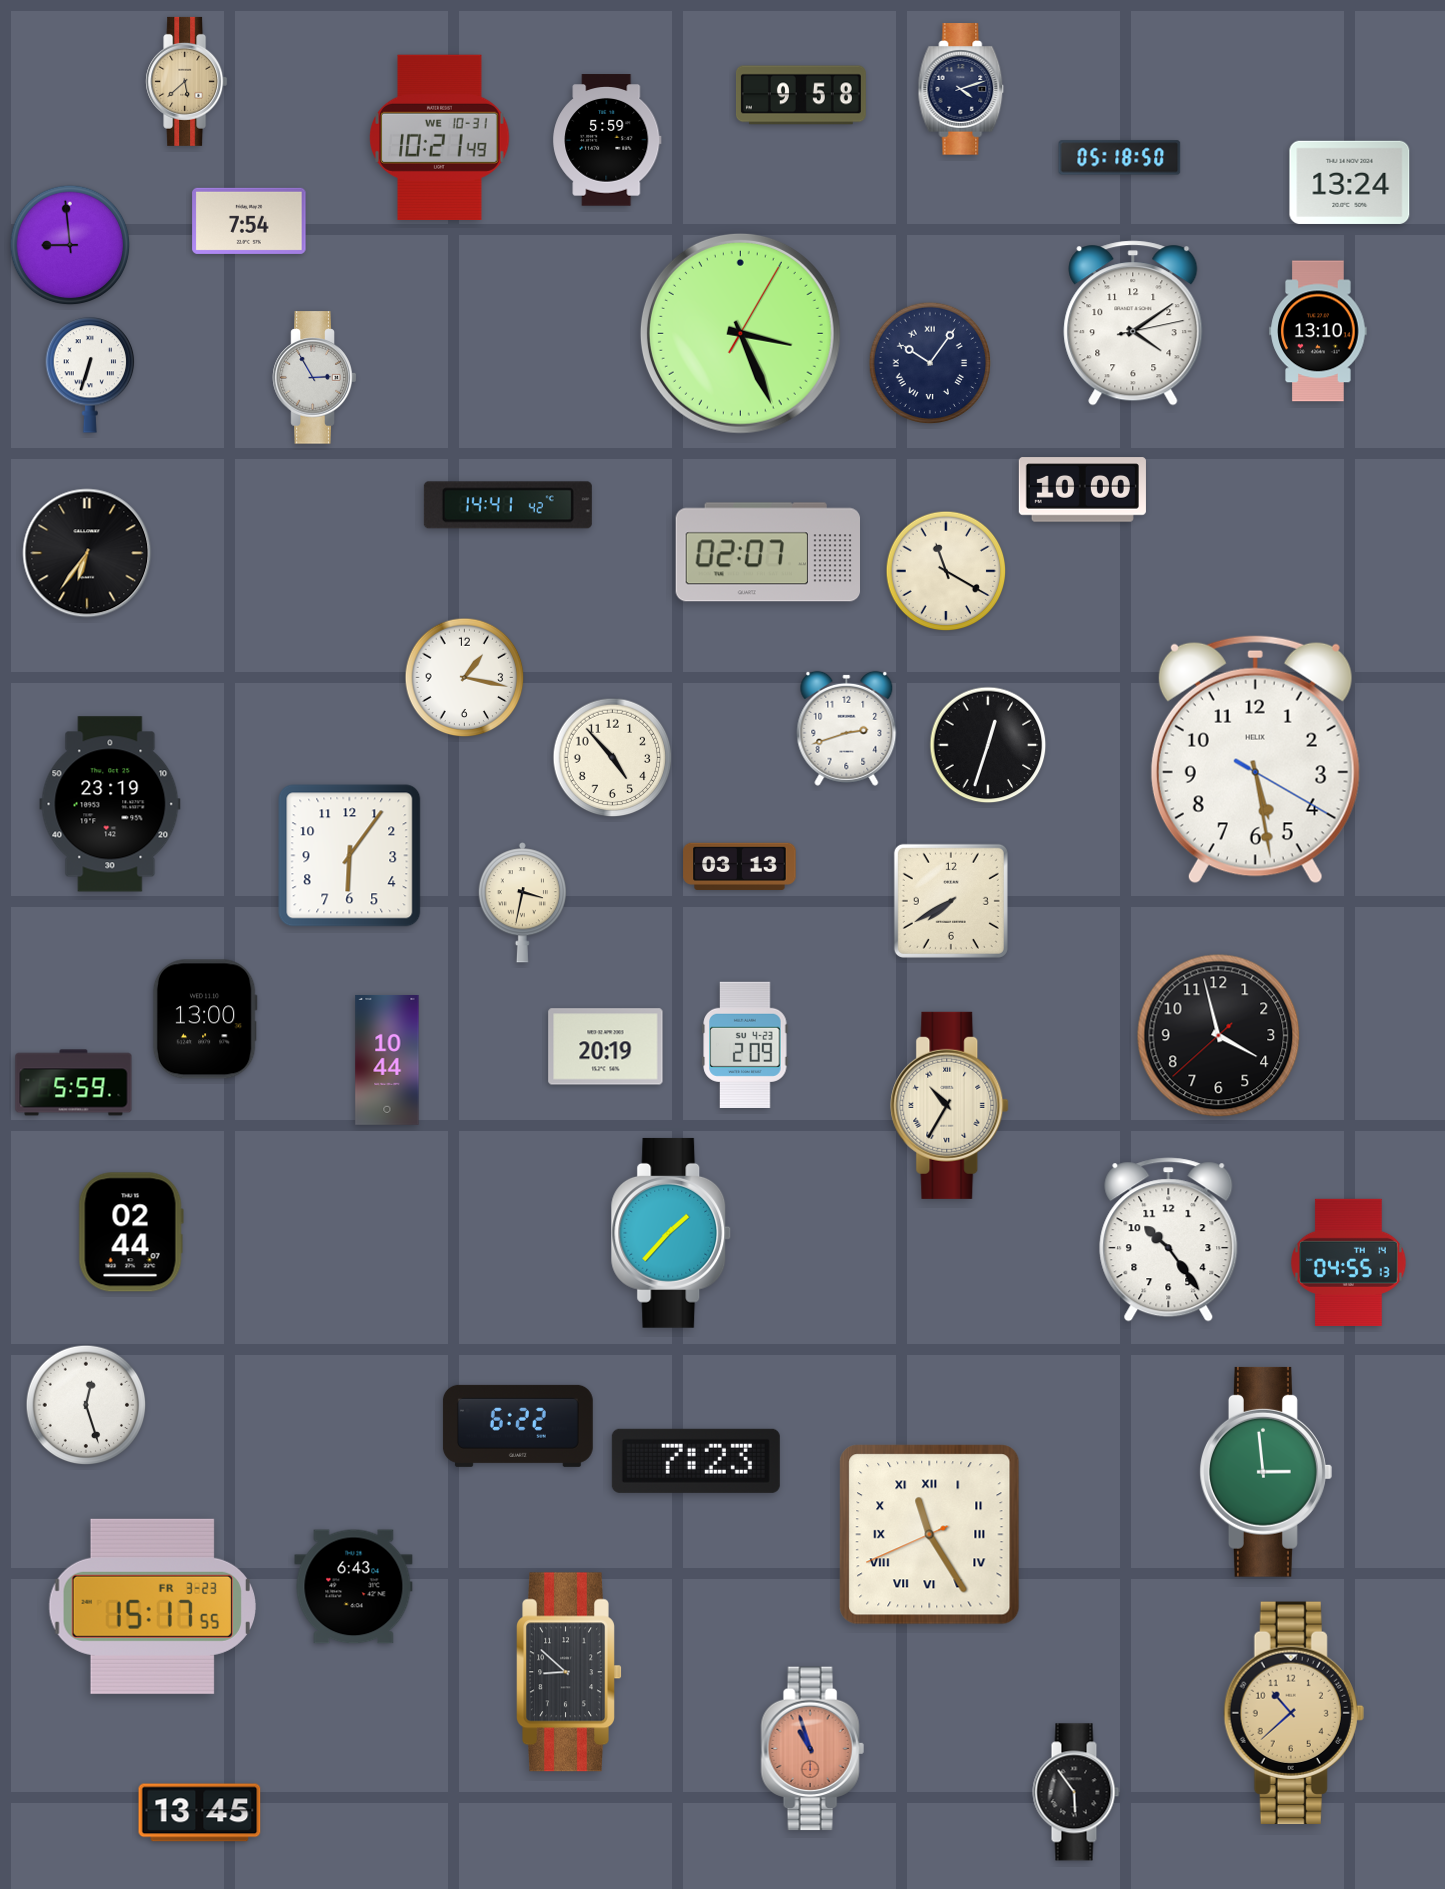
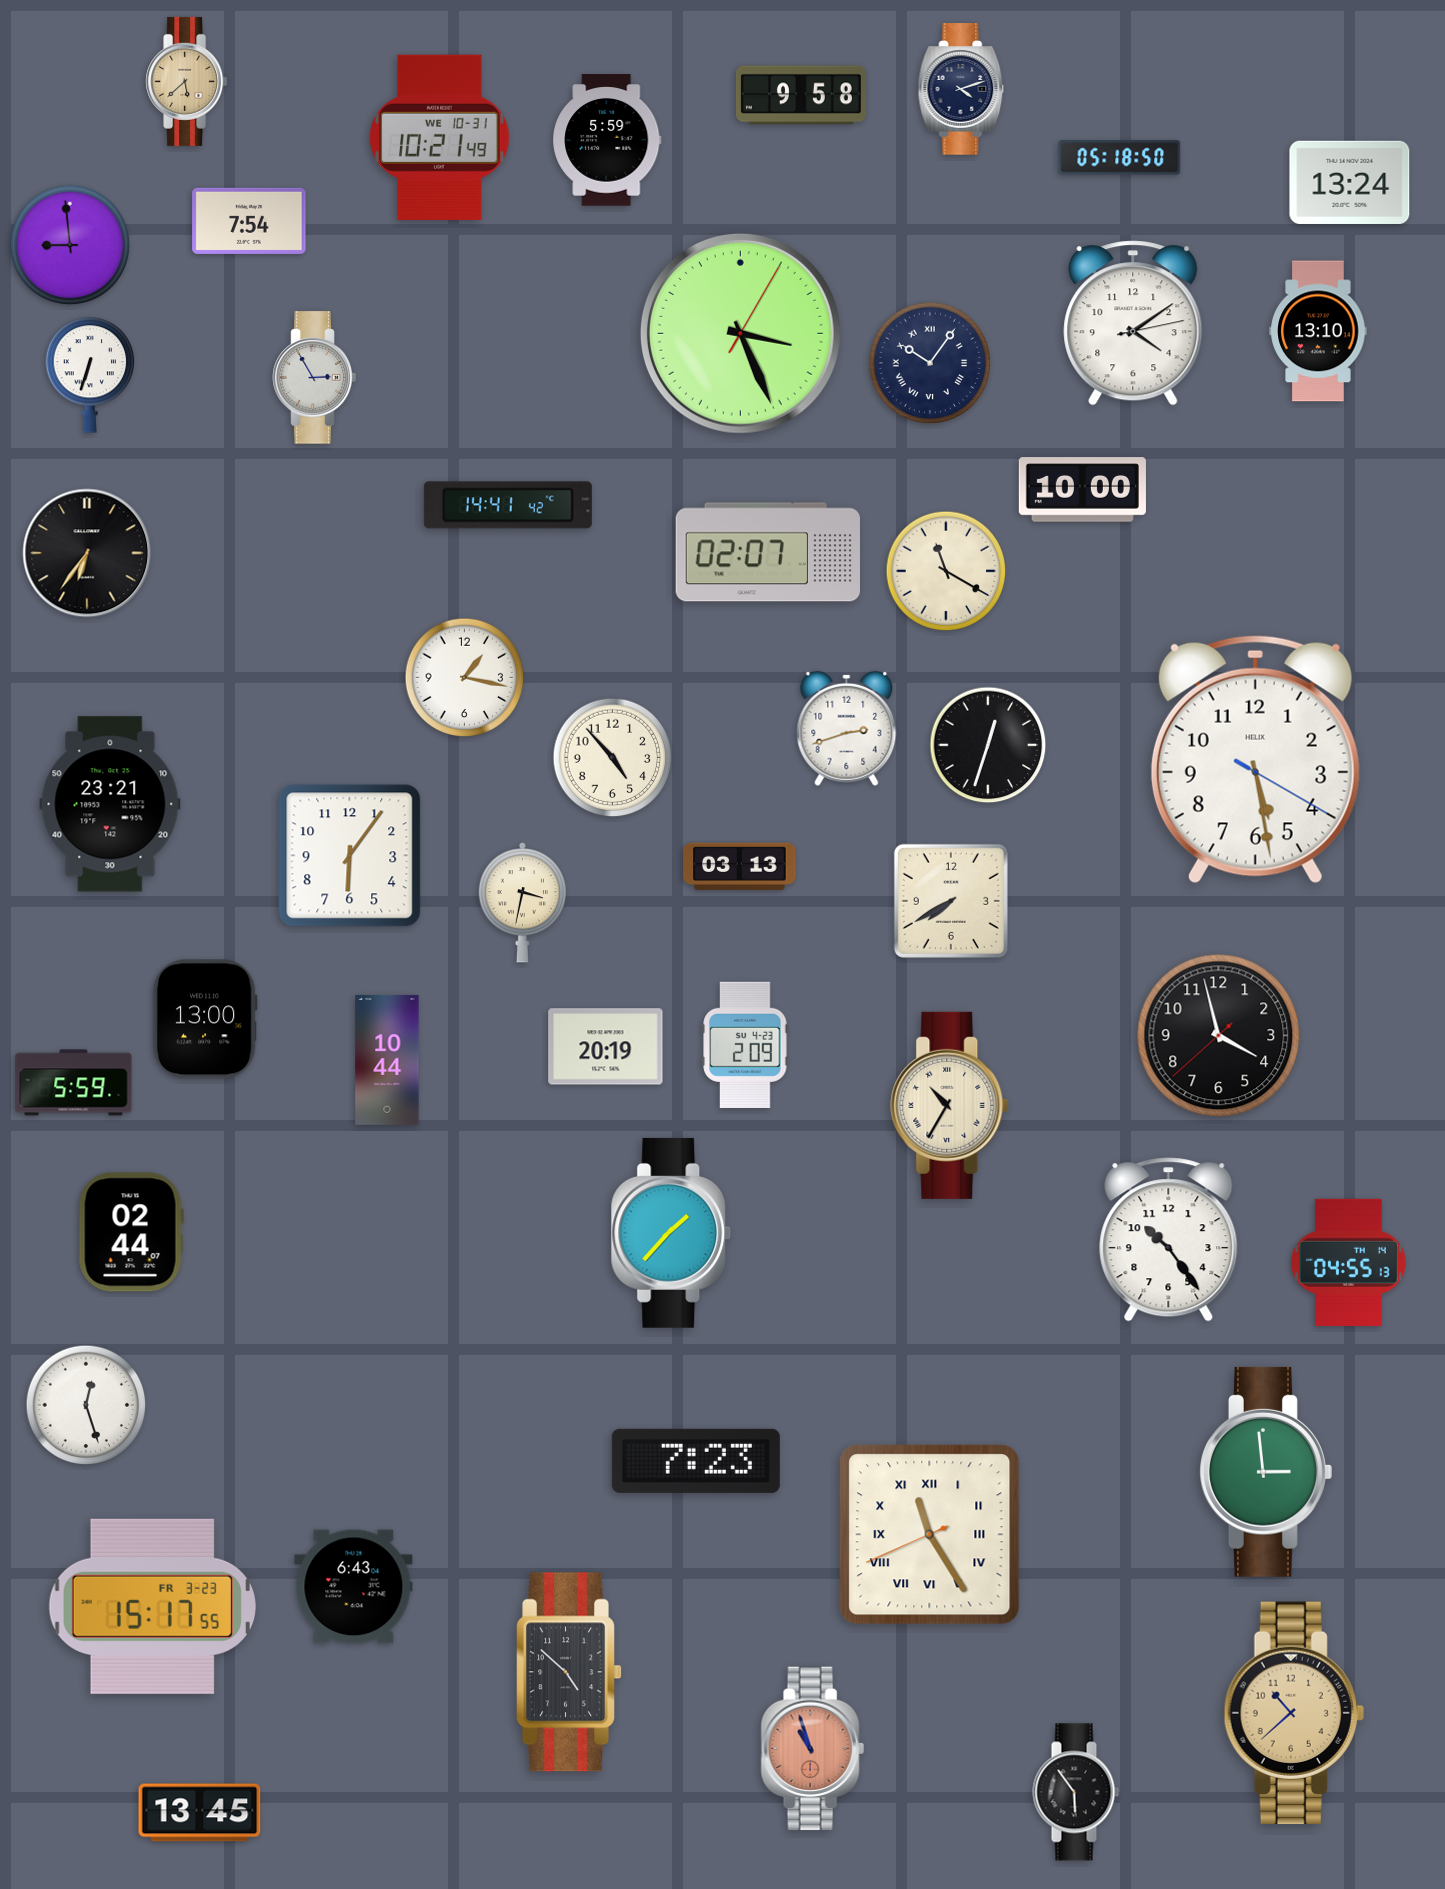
clock at (110, 804): 23:19 -> 23:21
clock at (518, 1426): 6:22 -> none
clock at (569, 1672): 8:52 -> 4:52
